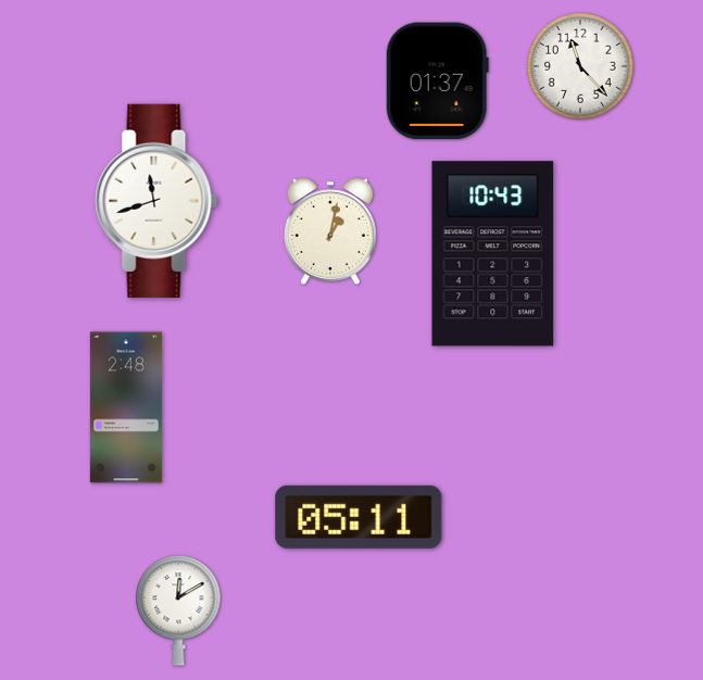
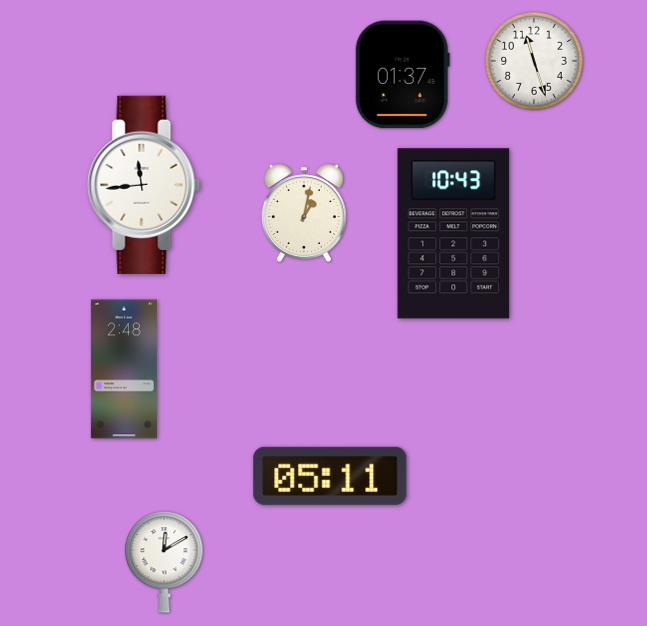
clock at (580, 66): 11:23 -> 11:27
clock at (156, 201): 11:42 -> 11:44
clock at (126, 407) position: (126, 407) -> (124, 369)
